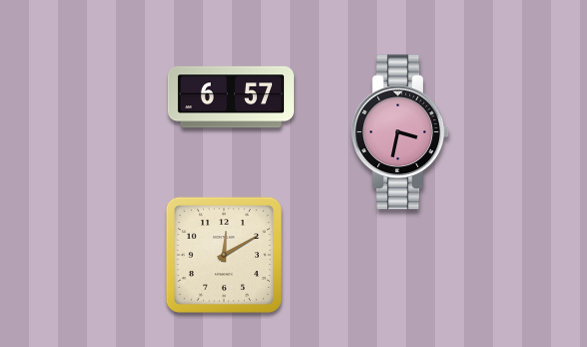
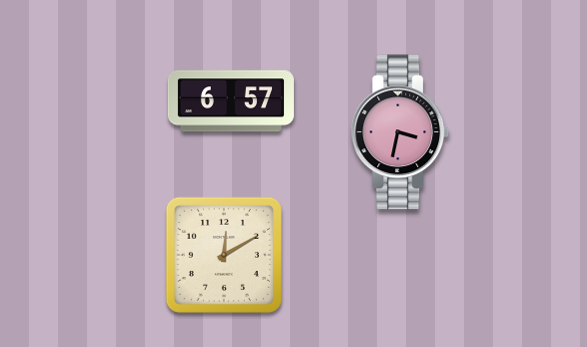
clock at (231, 97) position: (231, 97) -> (231, 101)
